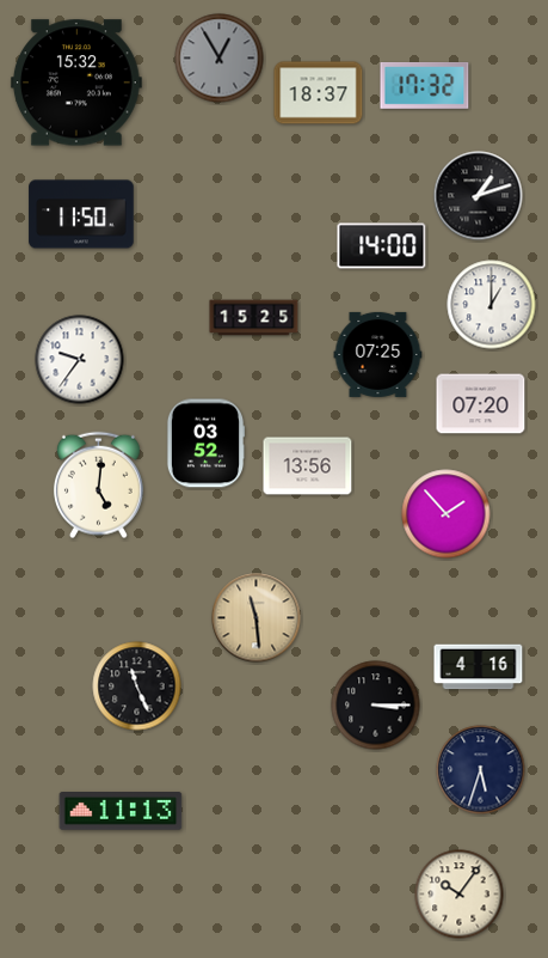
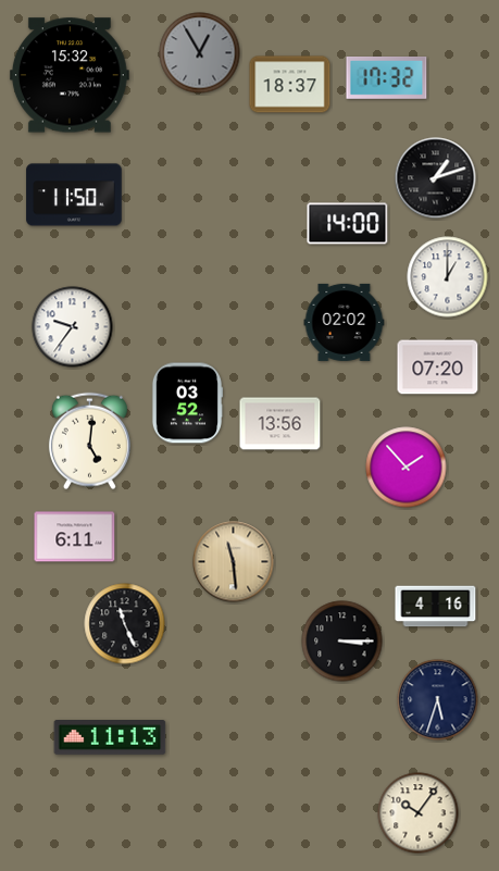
clock at (254, 318): 15:25 -> none
clock at (378, 354): 07:25 -> 02:02
clock at (75, 537): none -> 6:11
